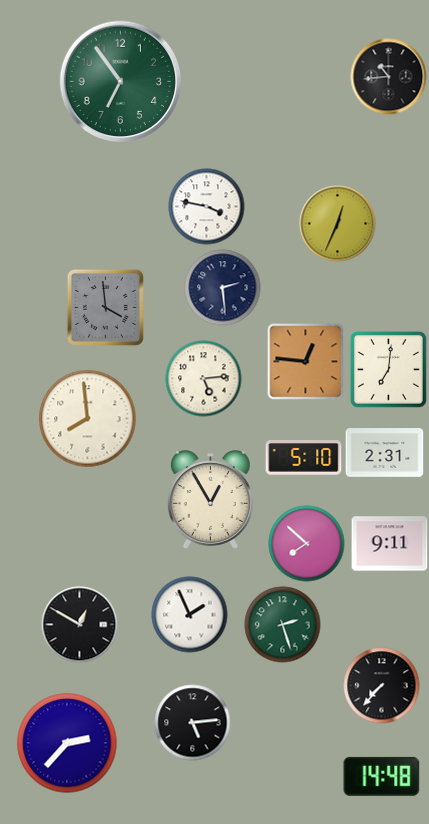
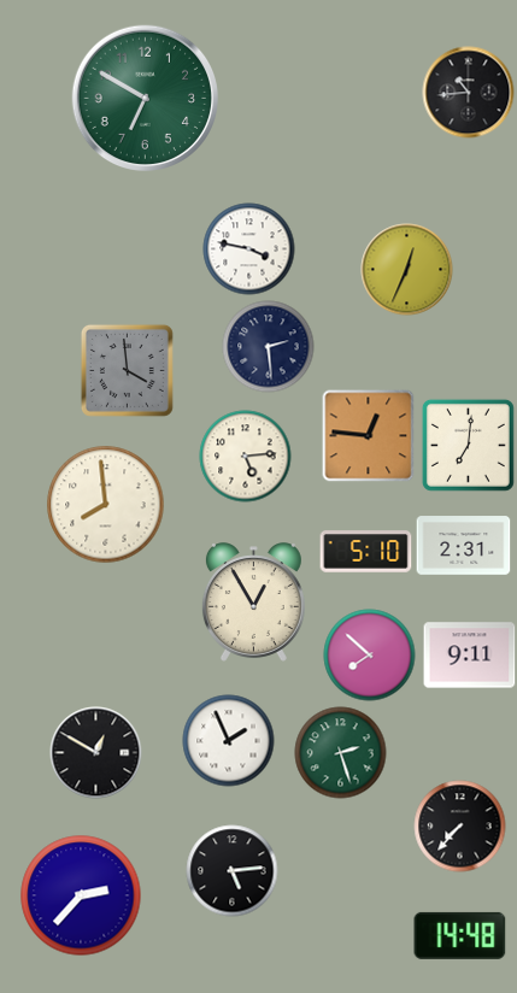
clock at (121, 82): 6:54 -> 6:50
